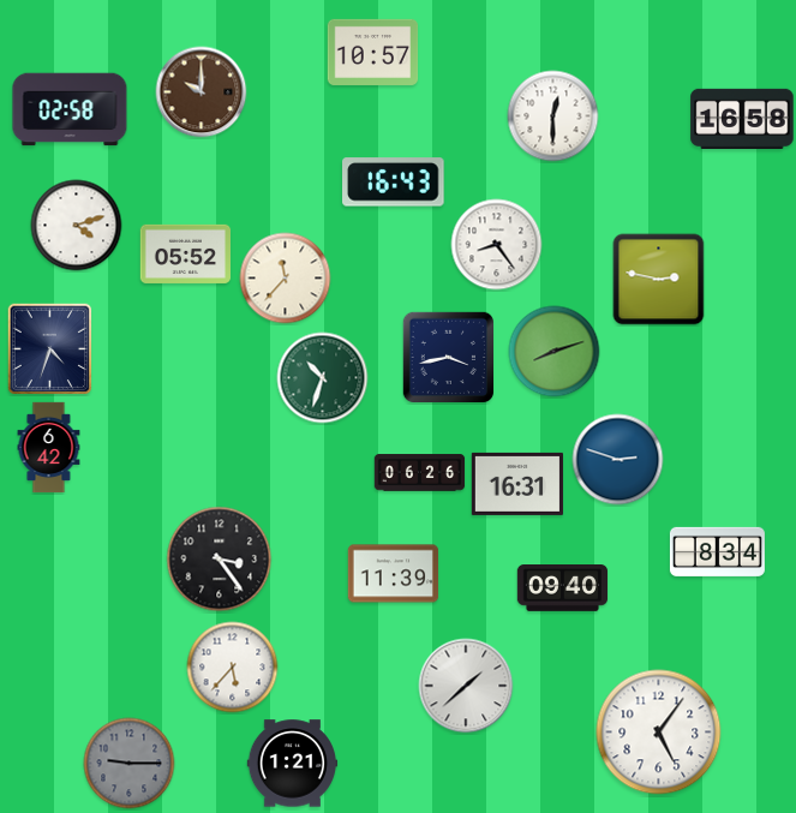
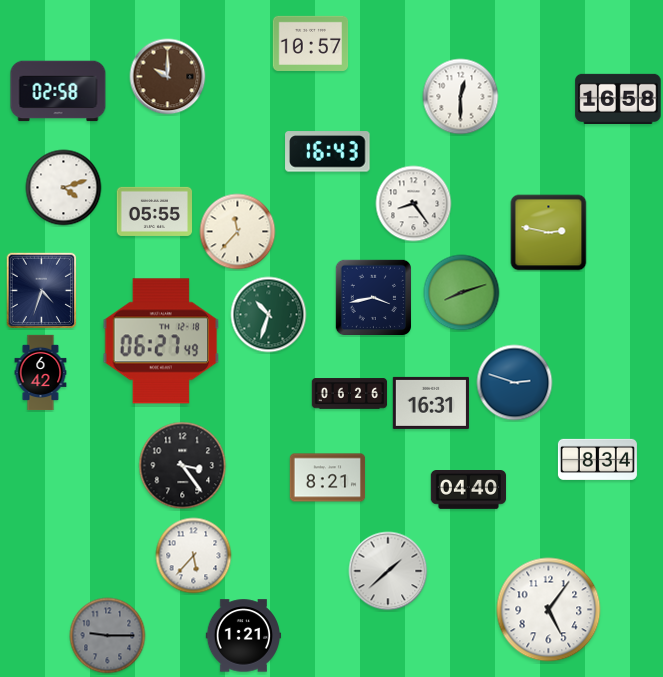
clock at (186, 253): 05:52 -> 05:55
clock at (161, 341): none -> 06:27
clock at (394, 574): 11:39 -> 8:21
clock at (563, 588): 09:40 -> 04:40
